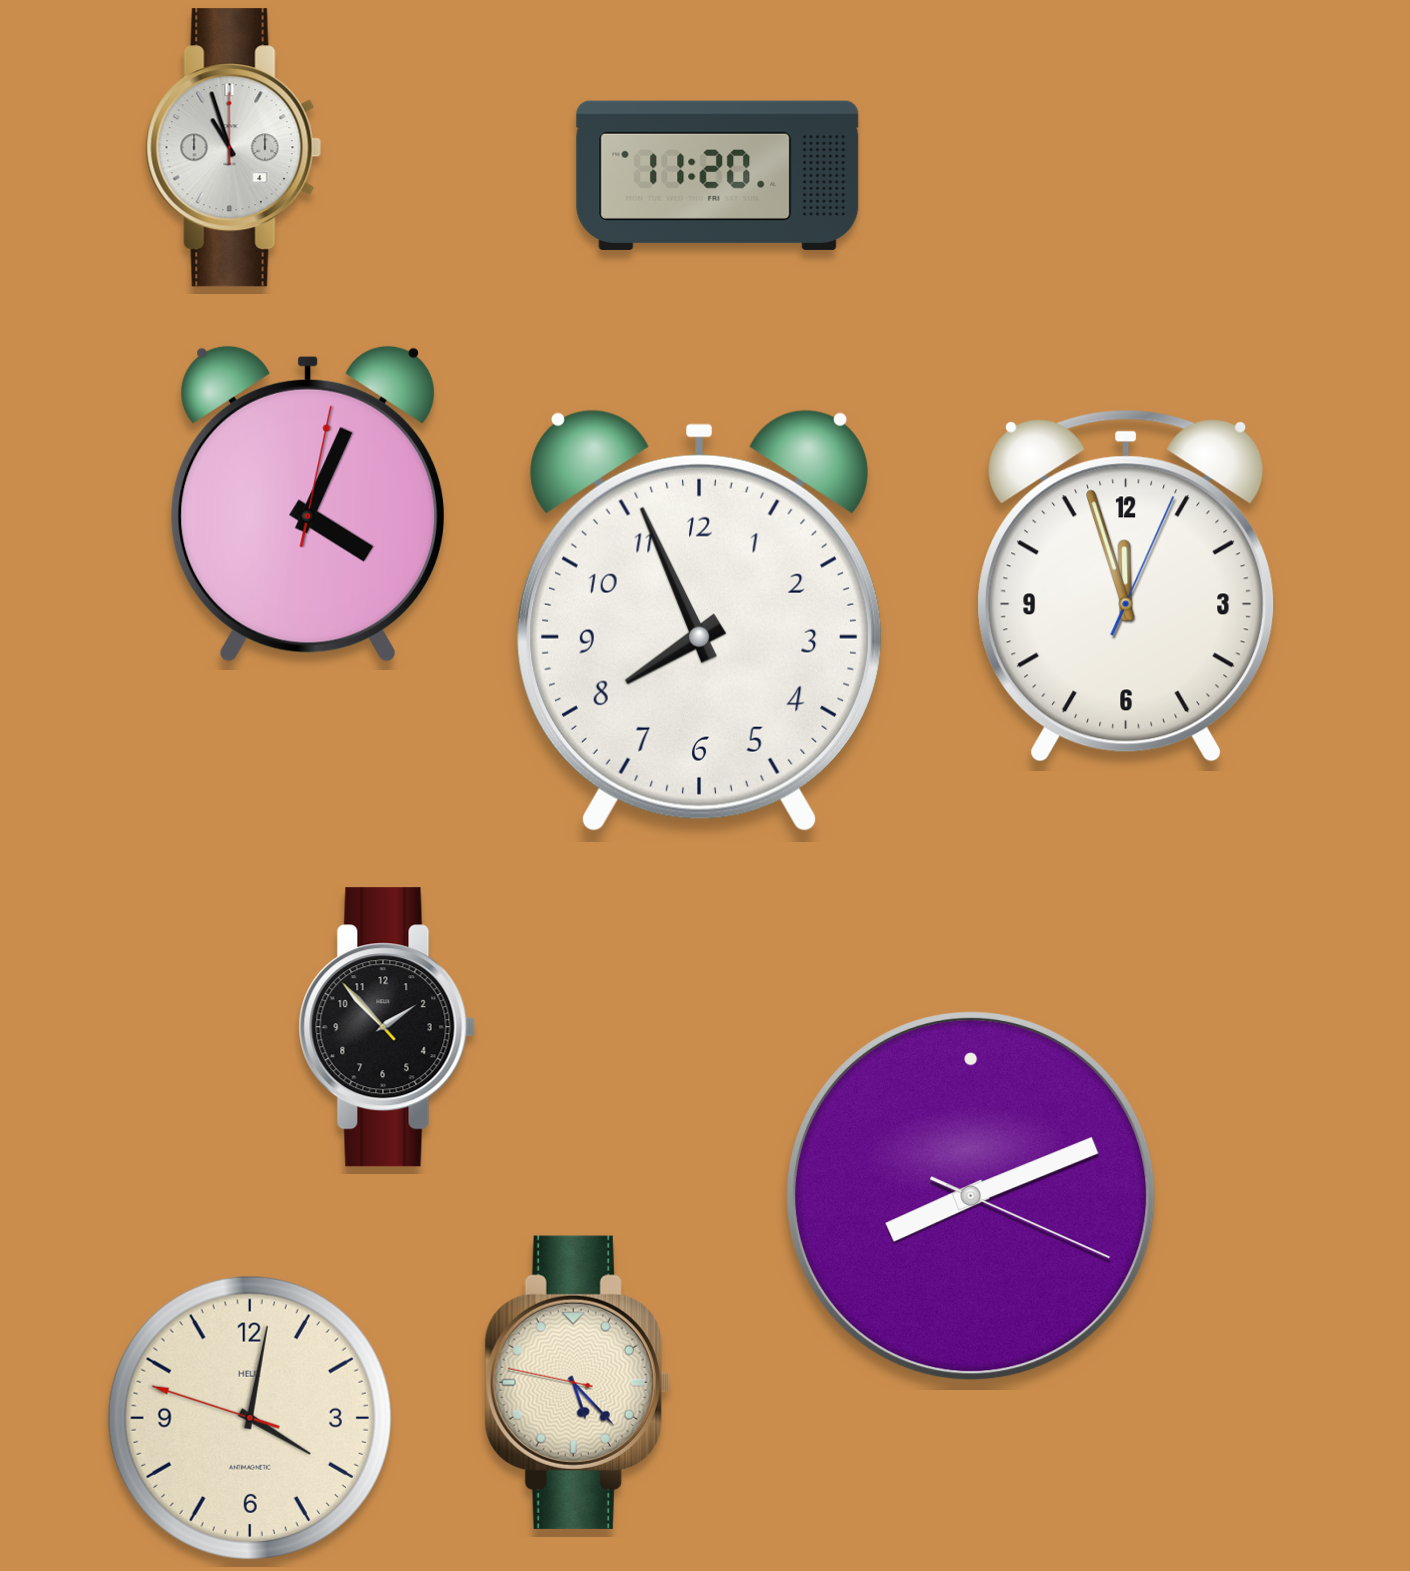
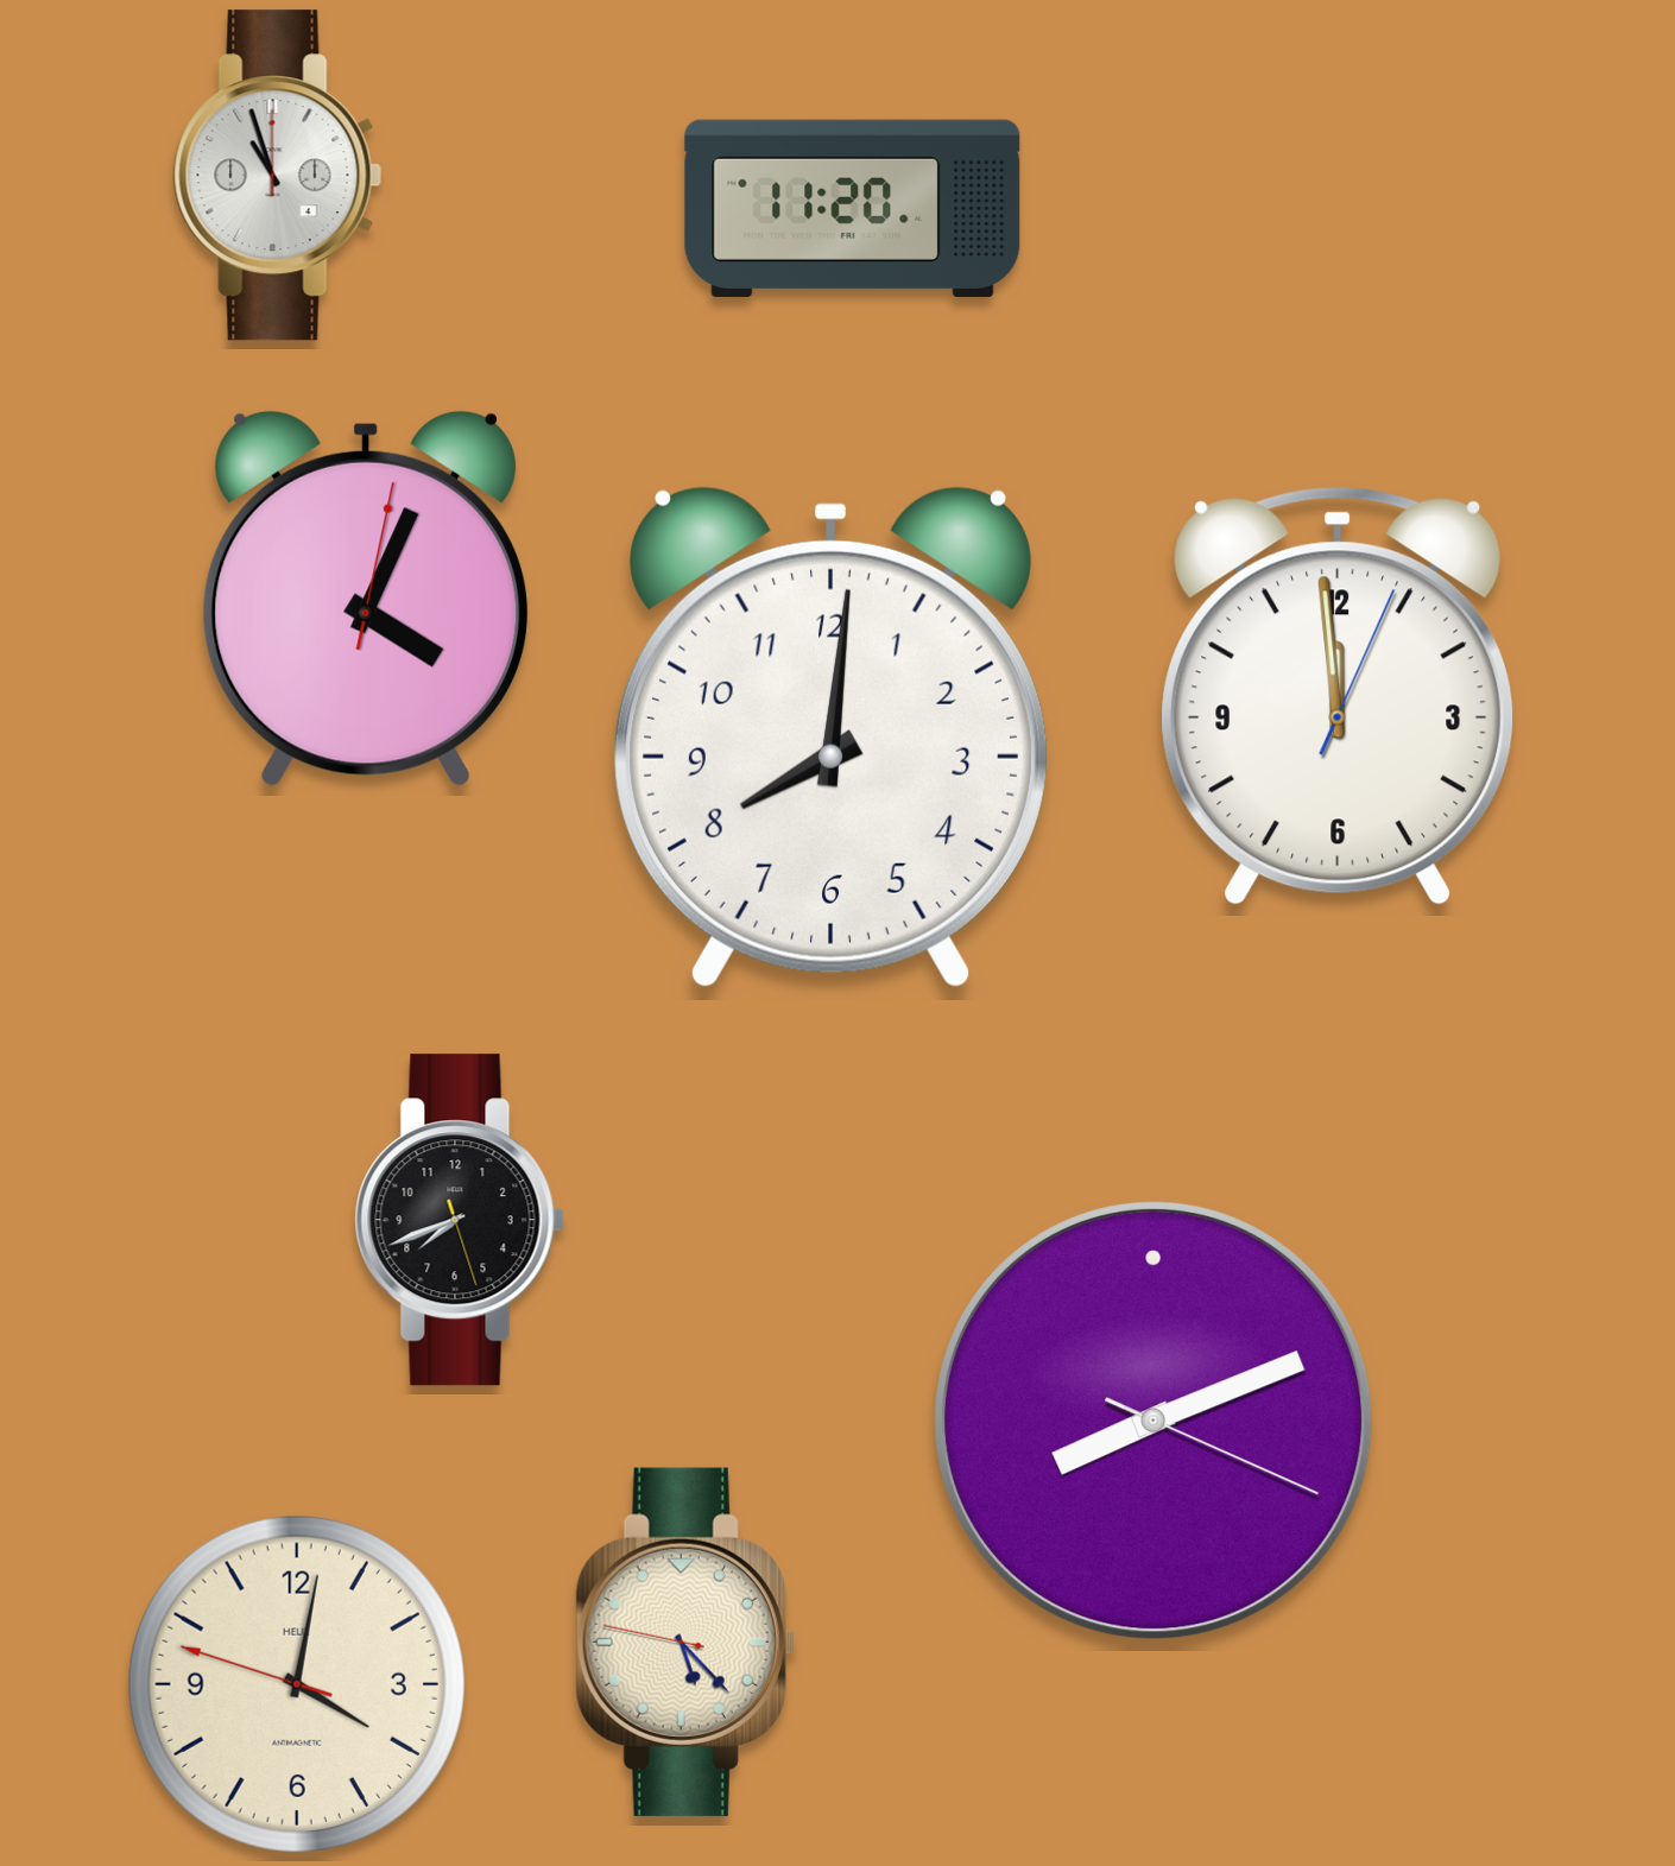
clock at (1126, 586): 11:57 -> 11:59
clock at (699, 620): 7:56 -> 8:01
clock at (387, 1027): 1:52 -> 7:41
